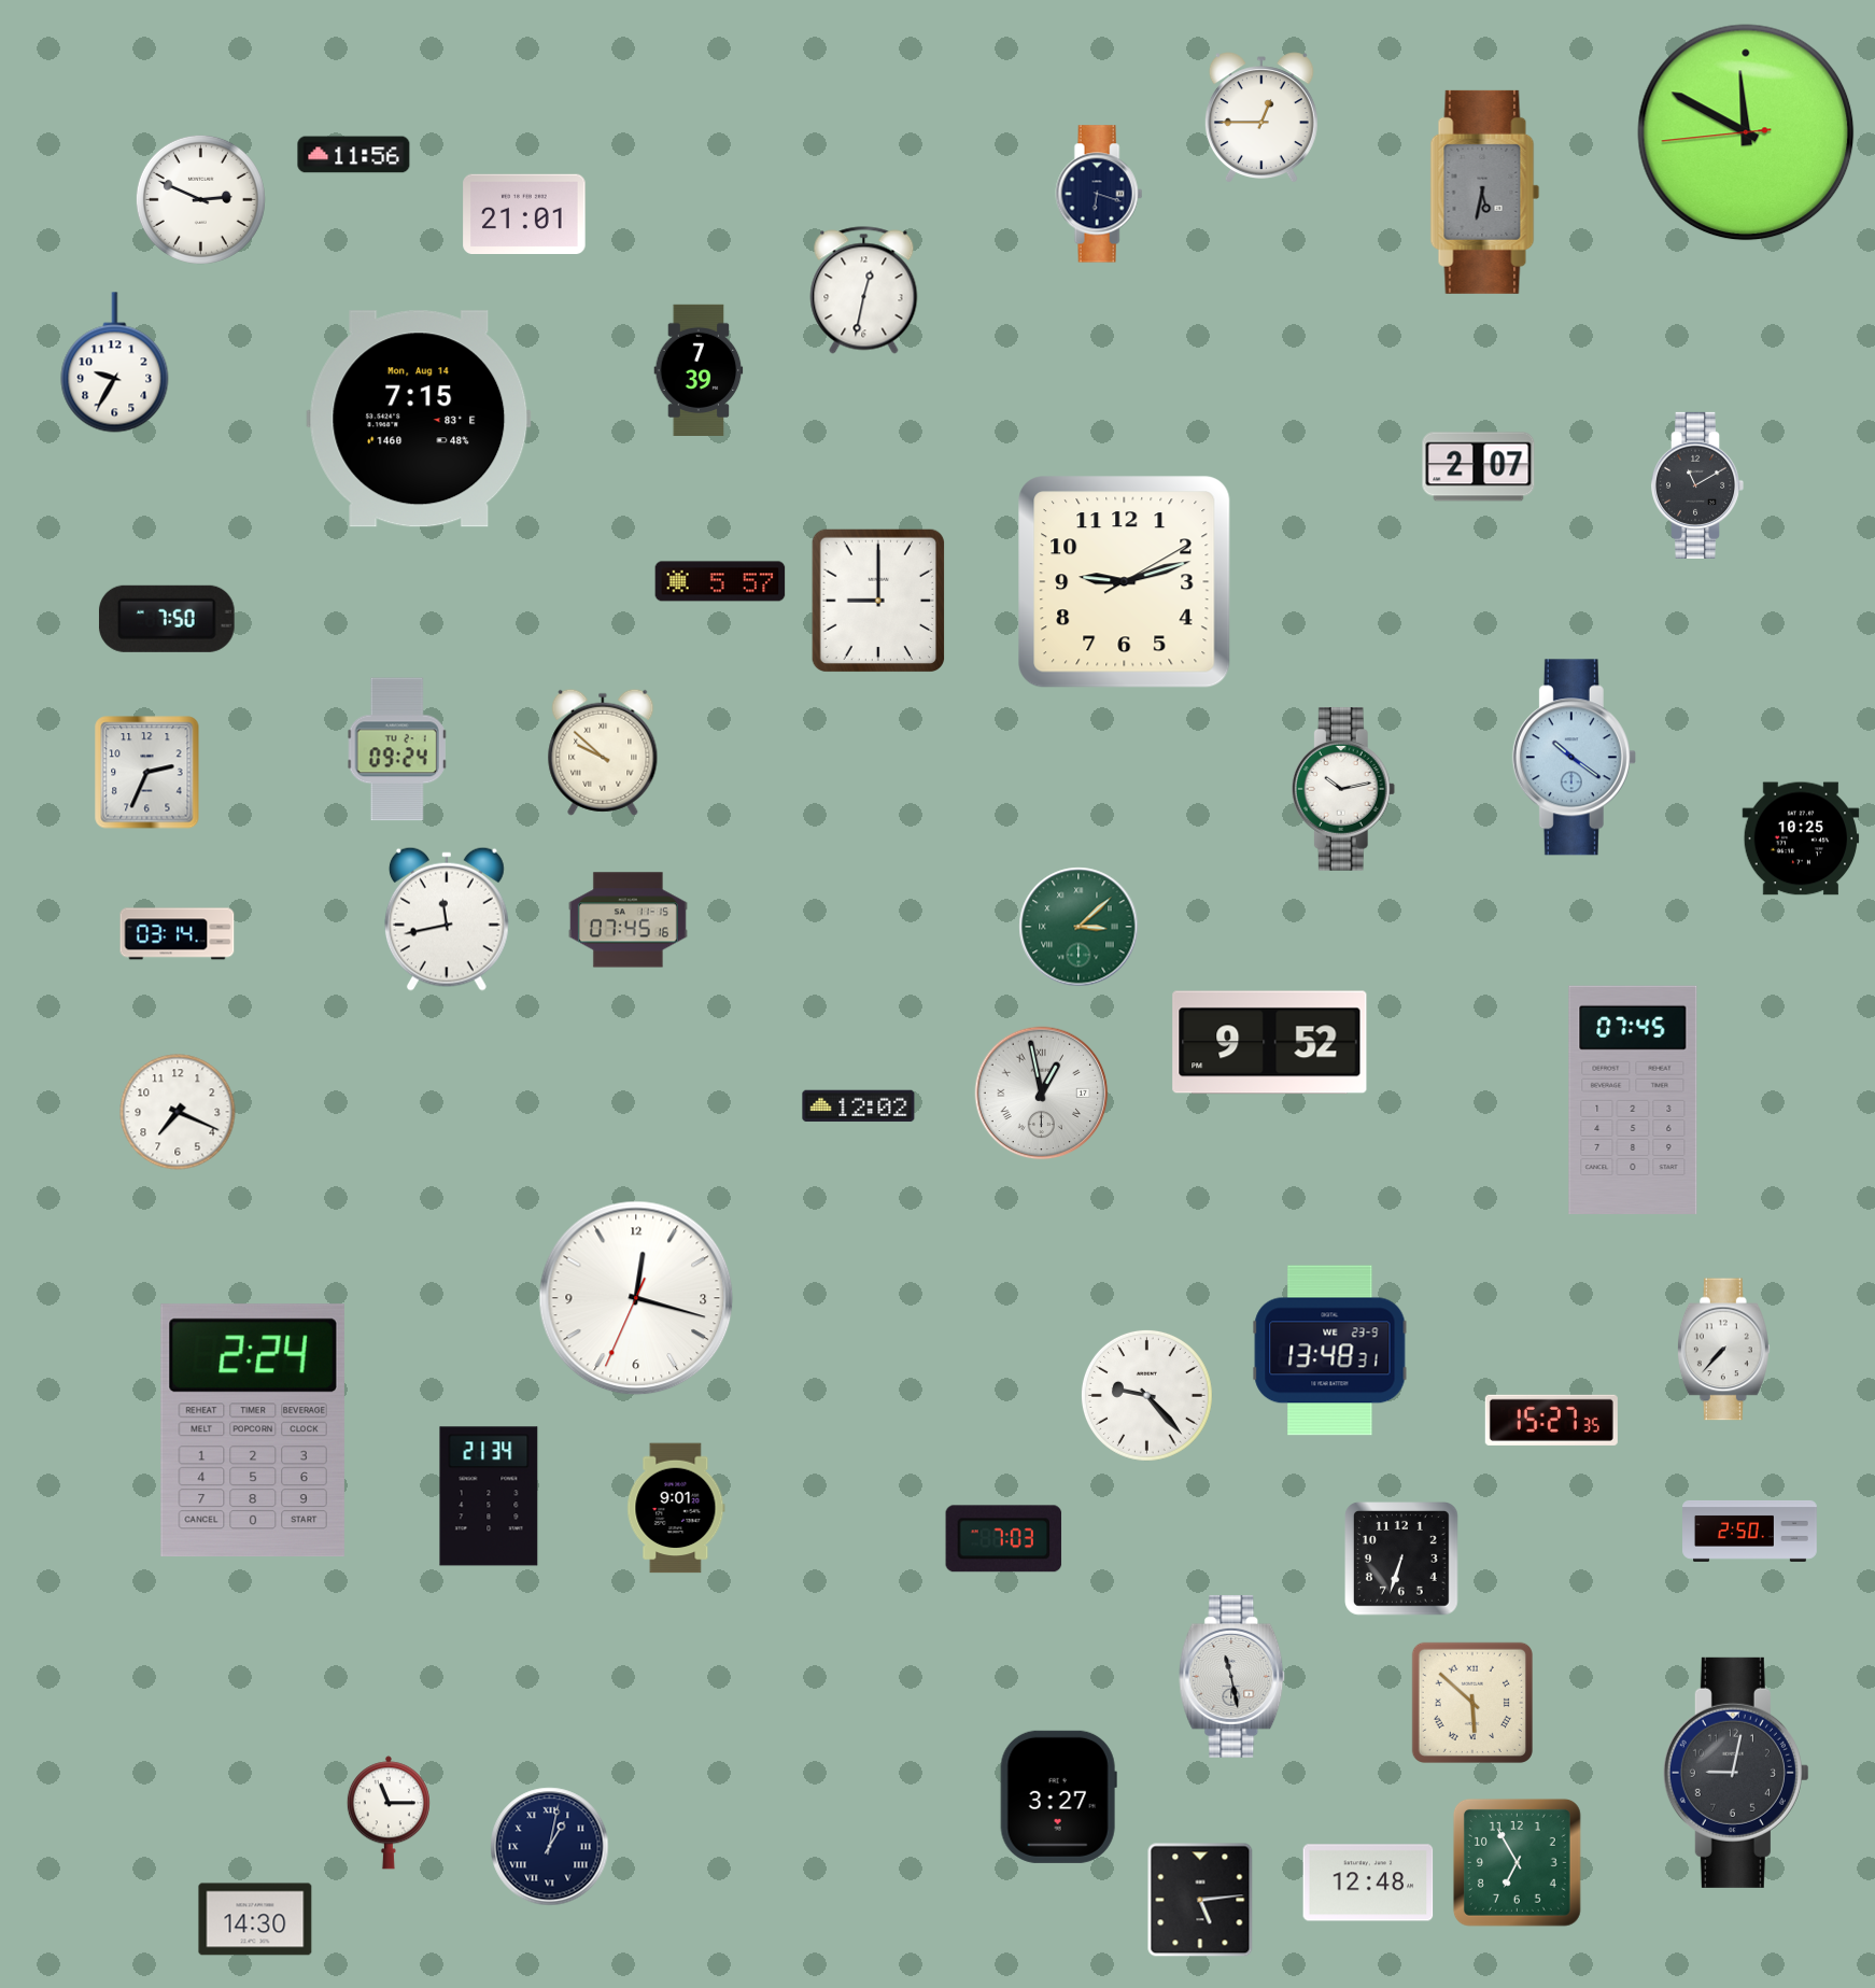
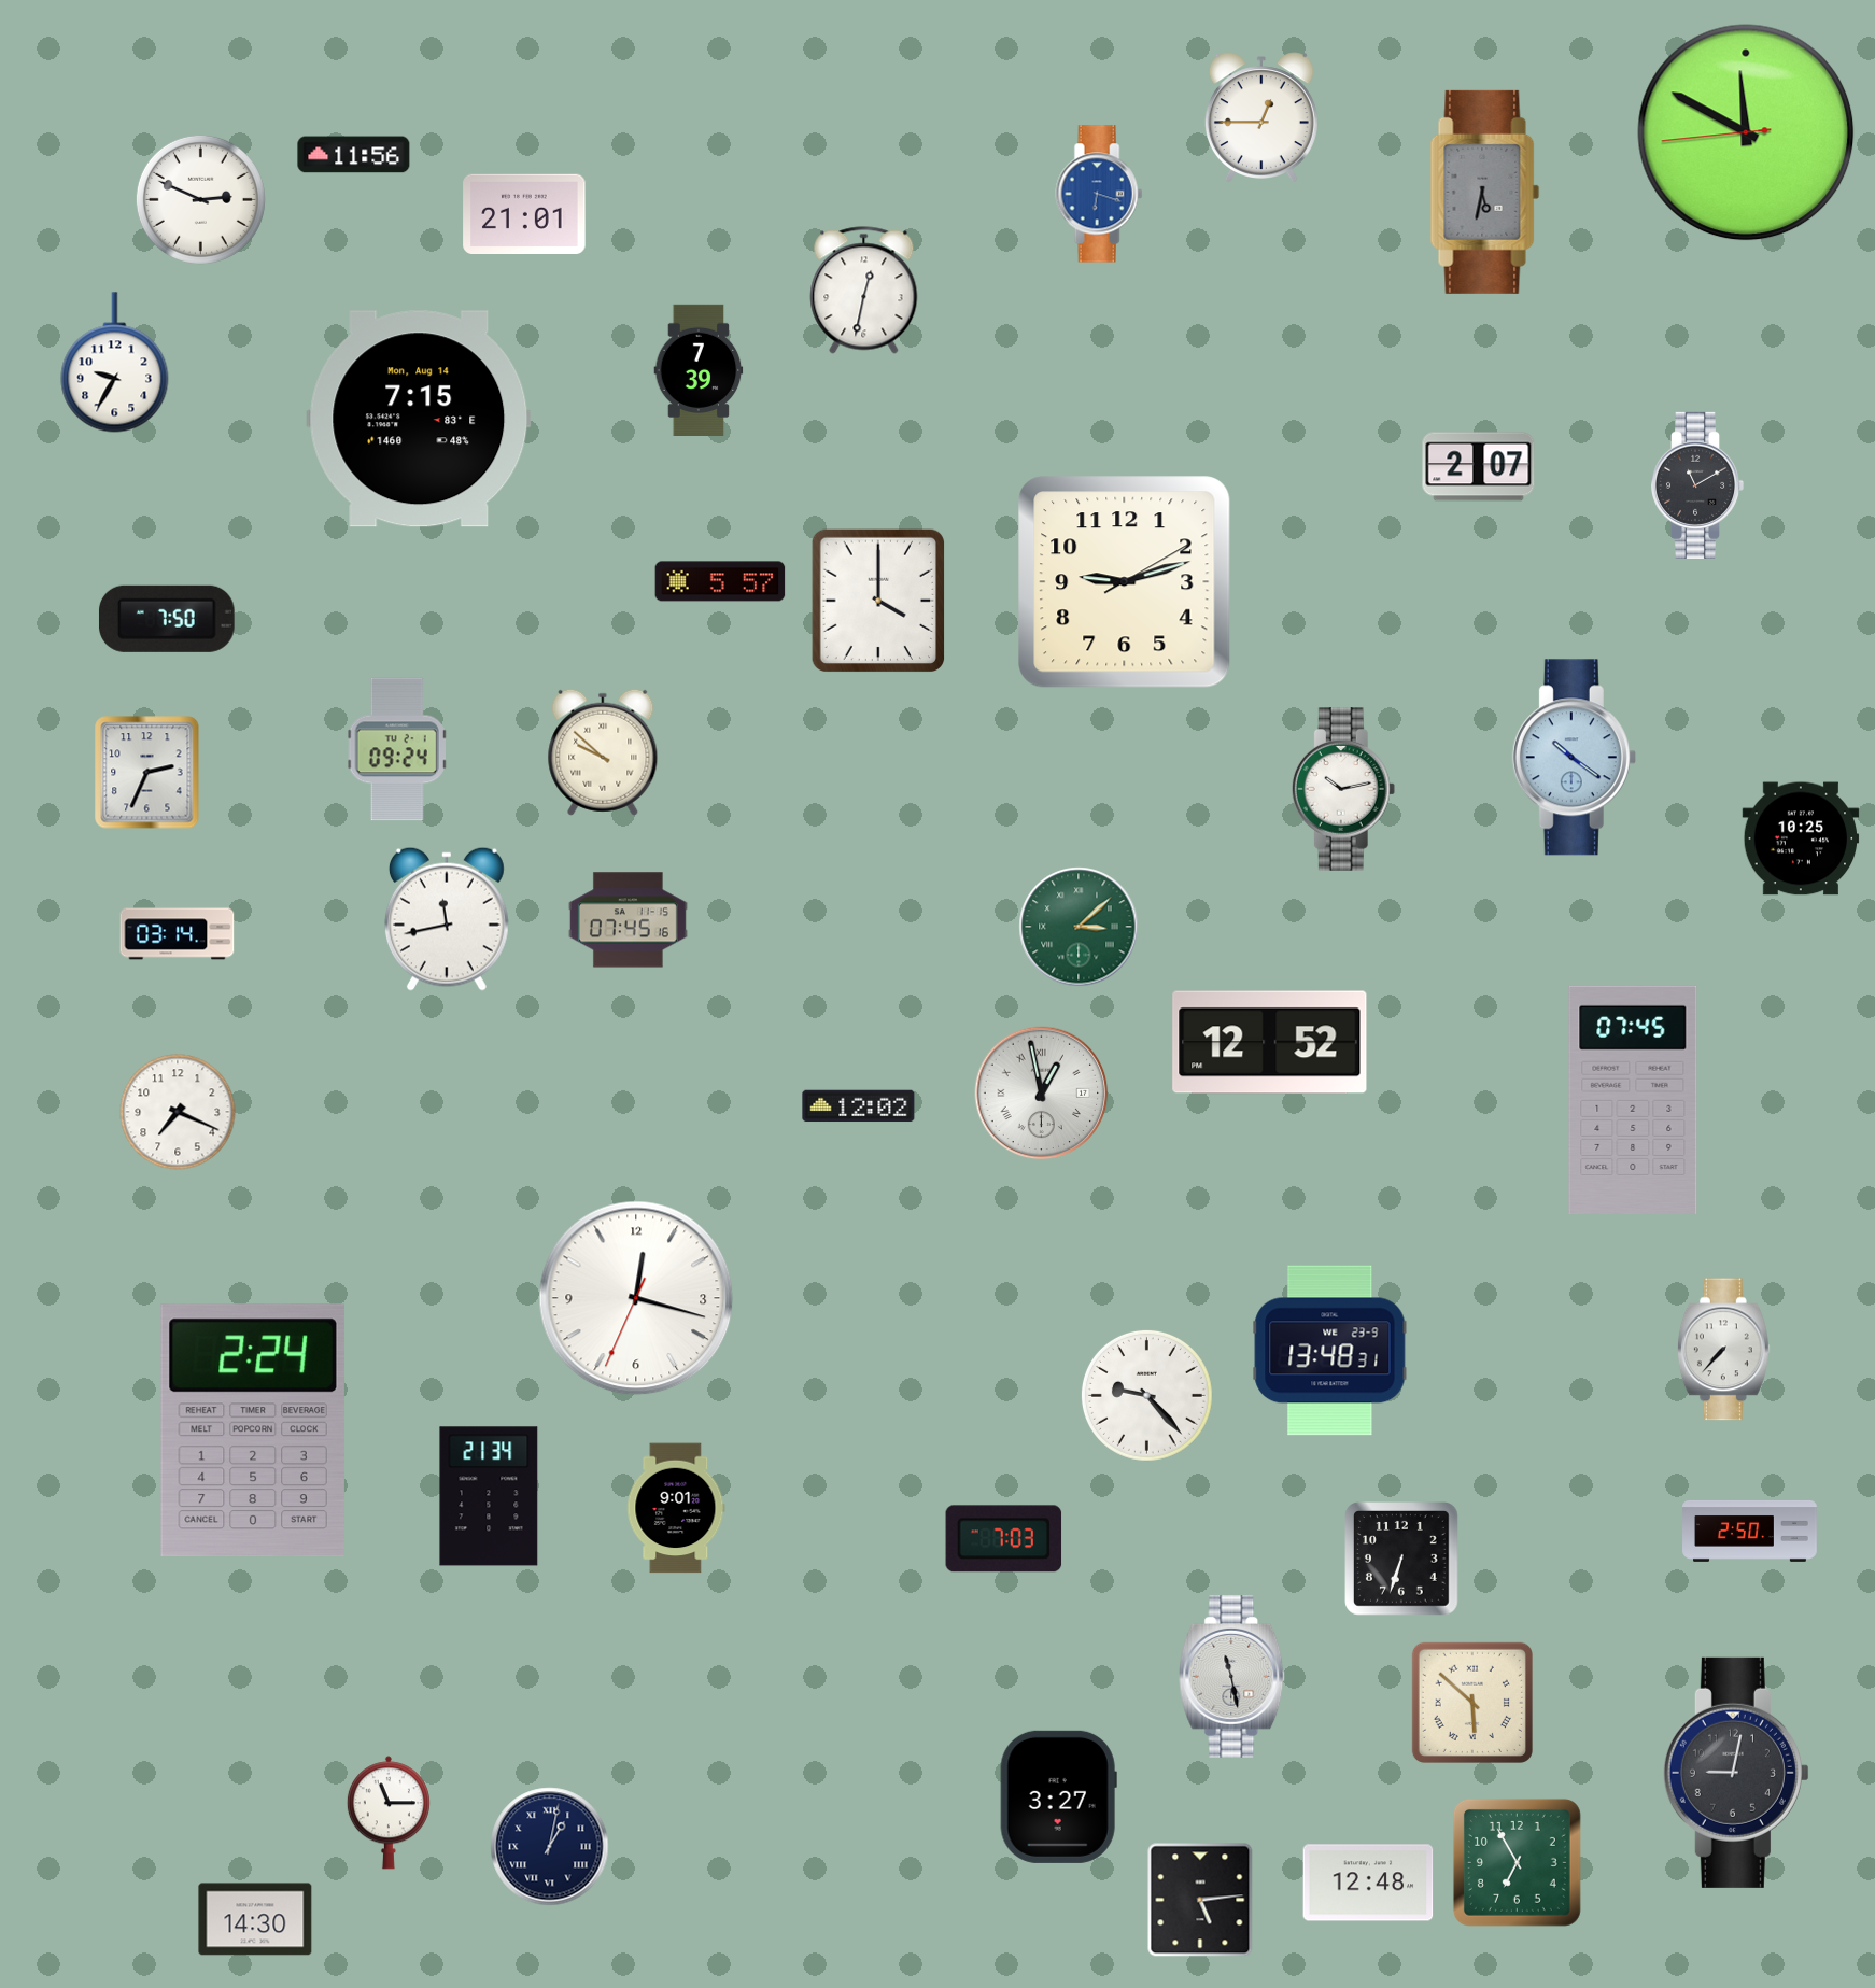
clock at (1099, 194) dial: navy -> blue
clock at (877, 600): 9:00 -> 4:00
clock at (1270, 1043): 9:52 -> 12:52
clock at (1551, 1420): 15:27 -> none
